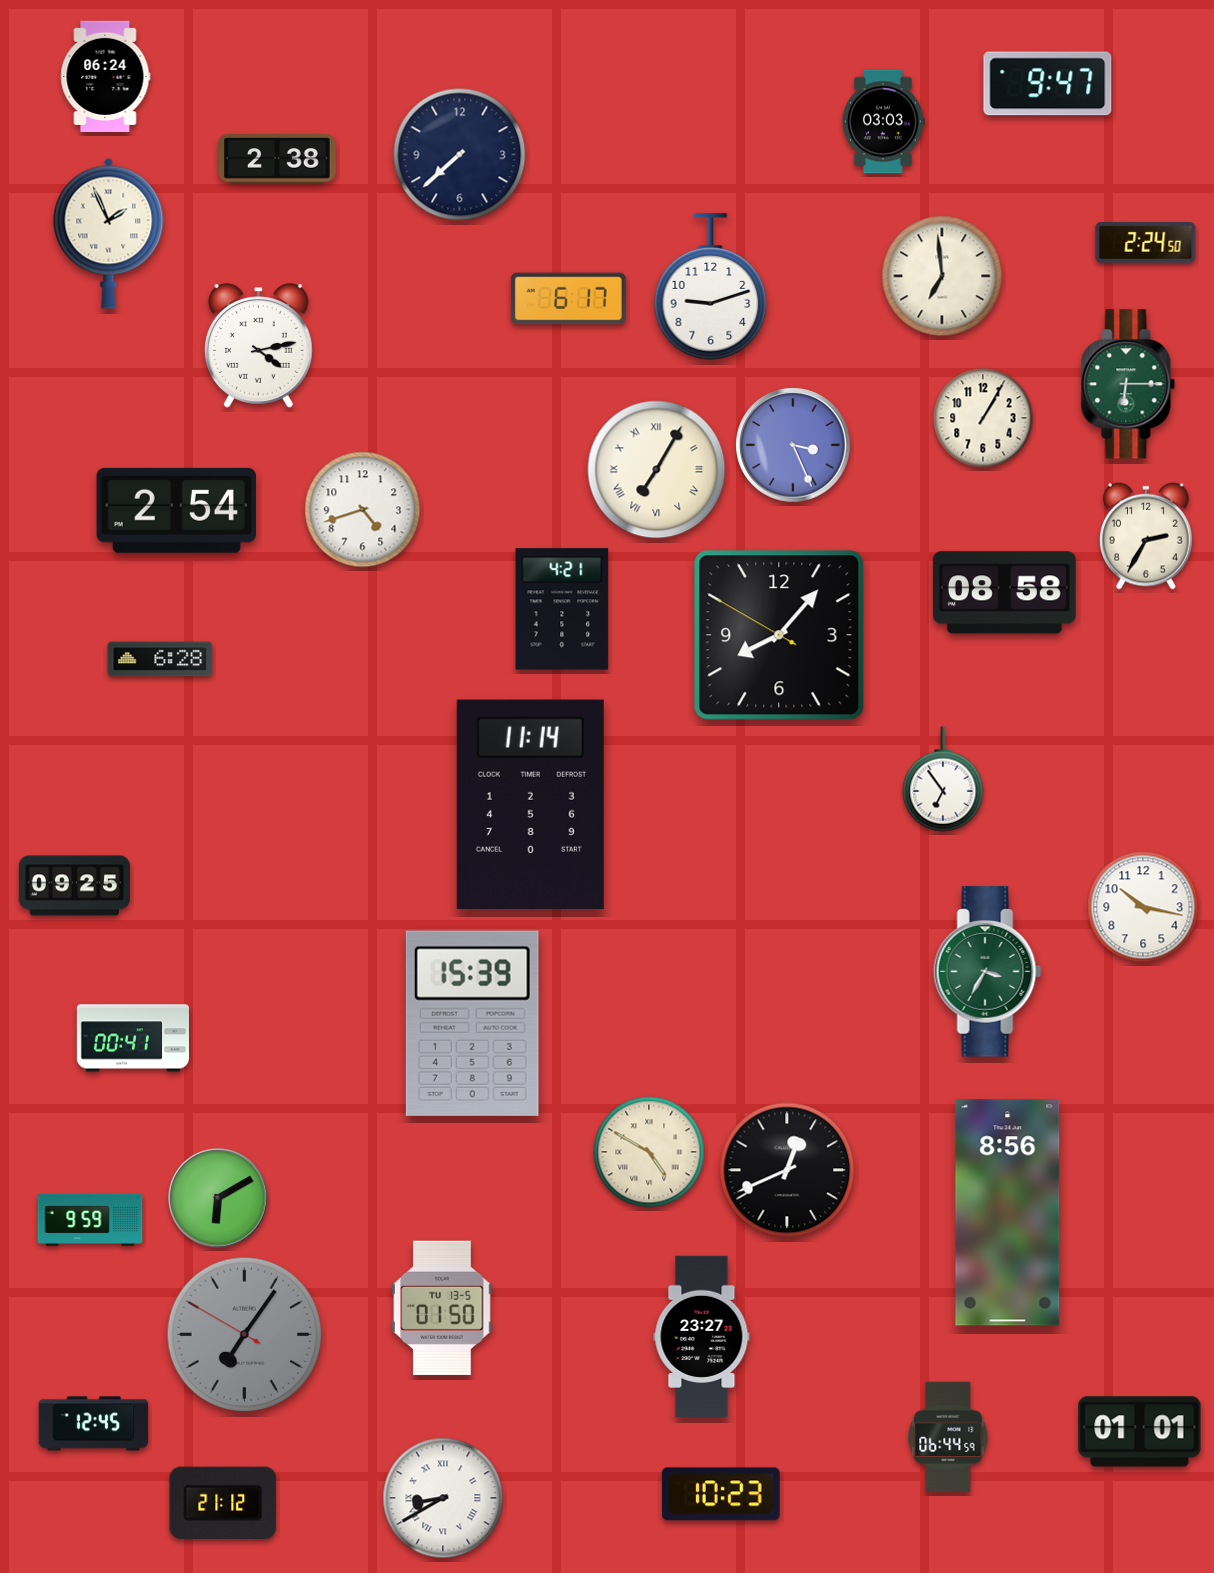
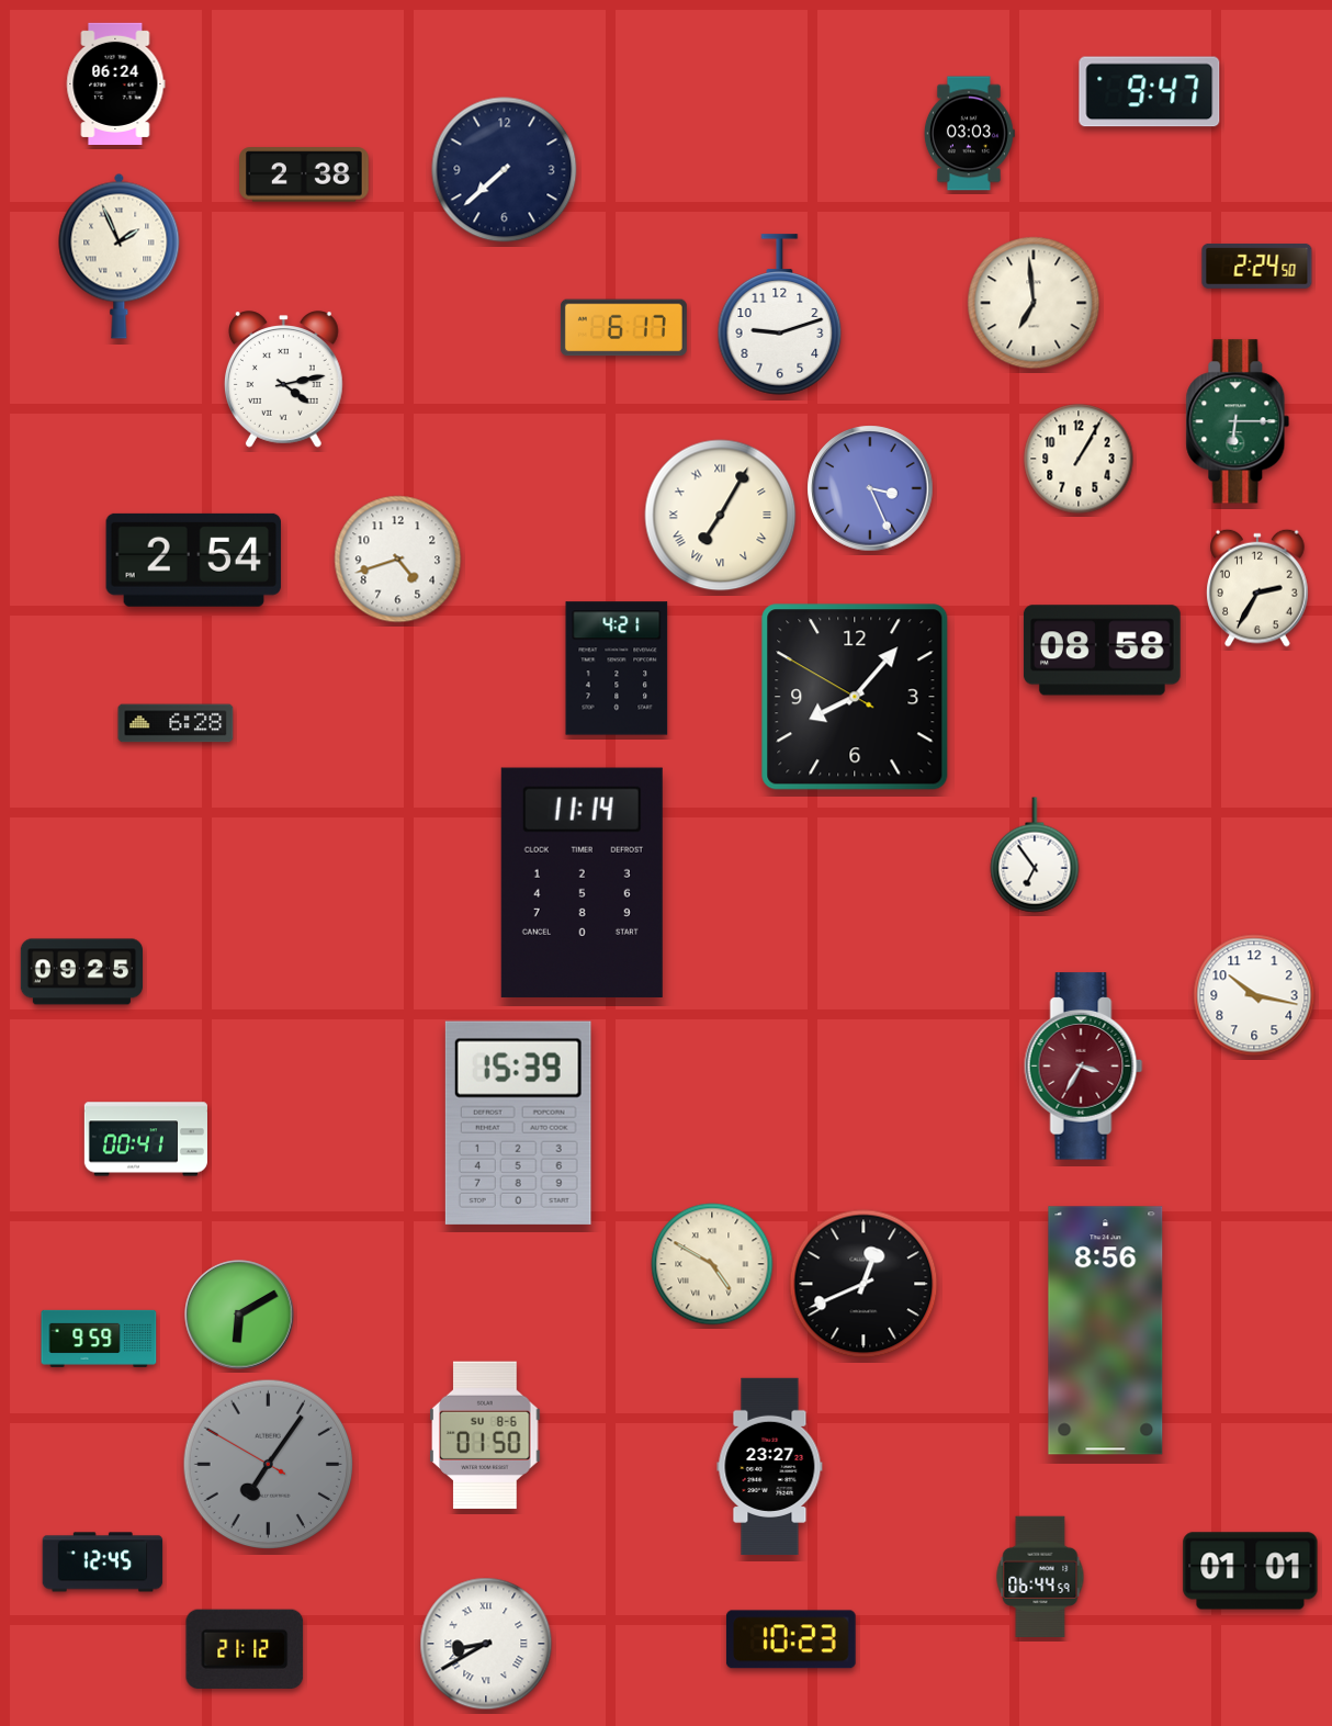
clock at (988, 972) dial: green -> burgundy
clock at (442, 1308) date: TU 13-5 -> SU 8-6
